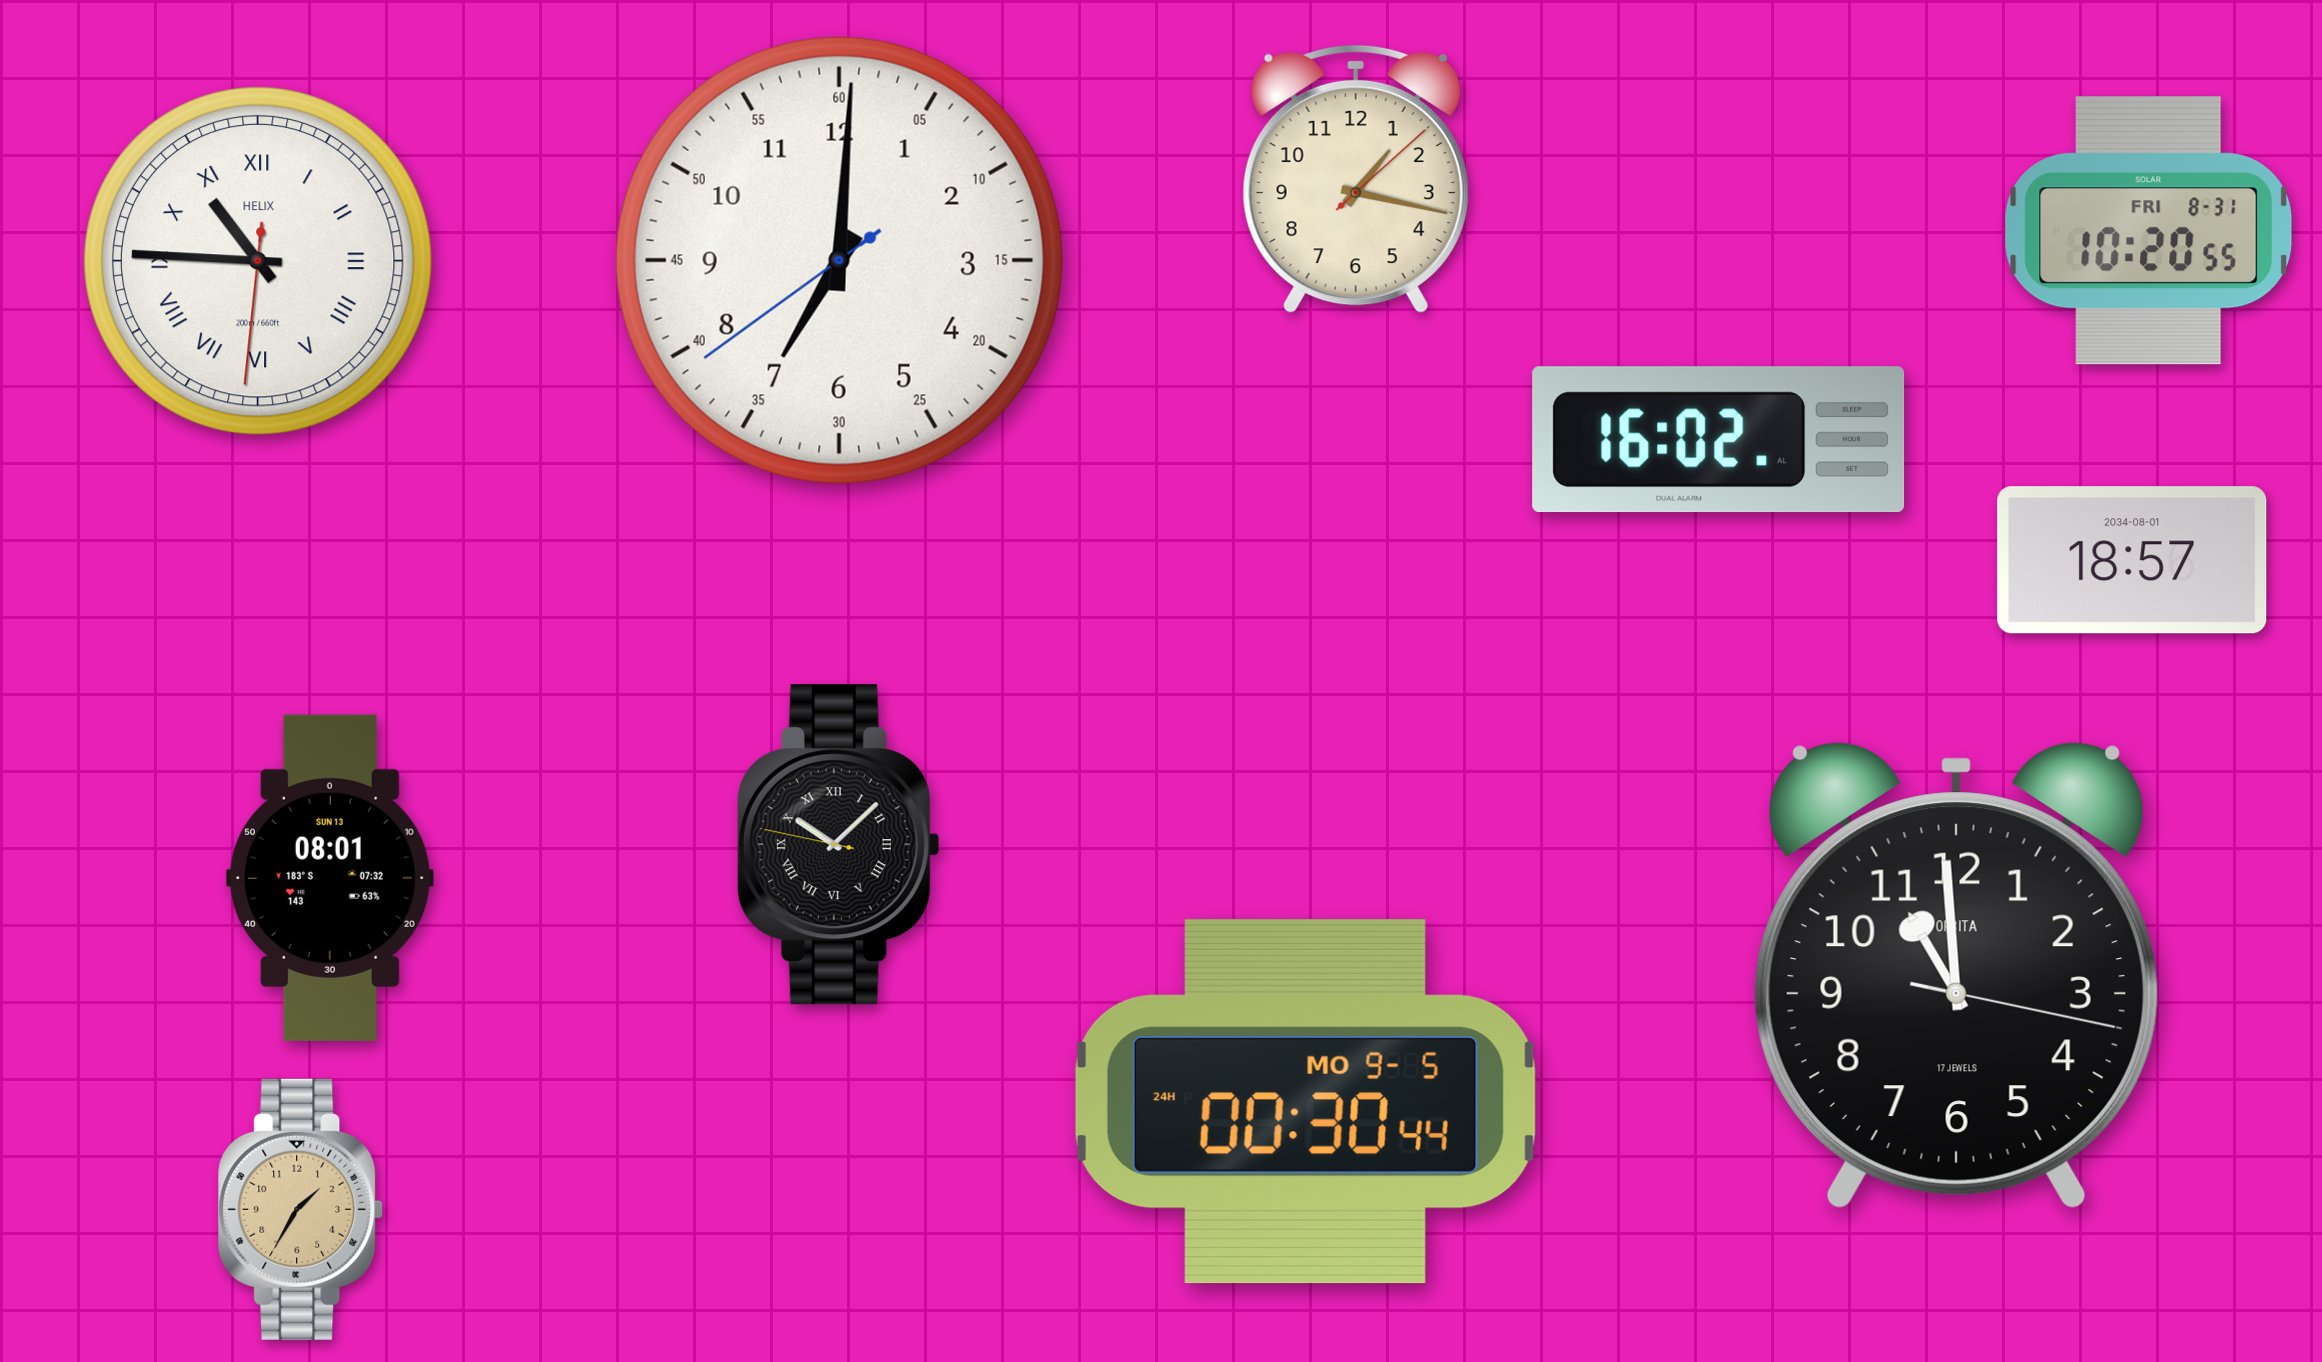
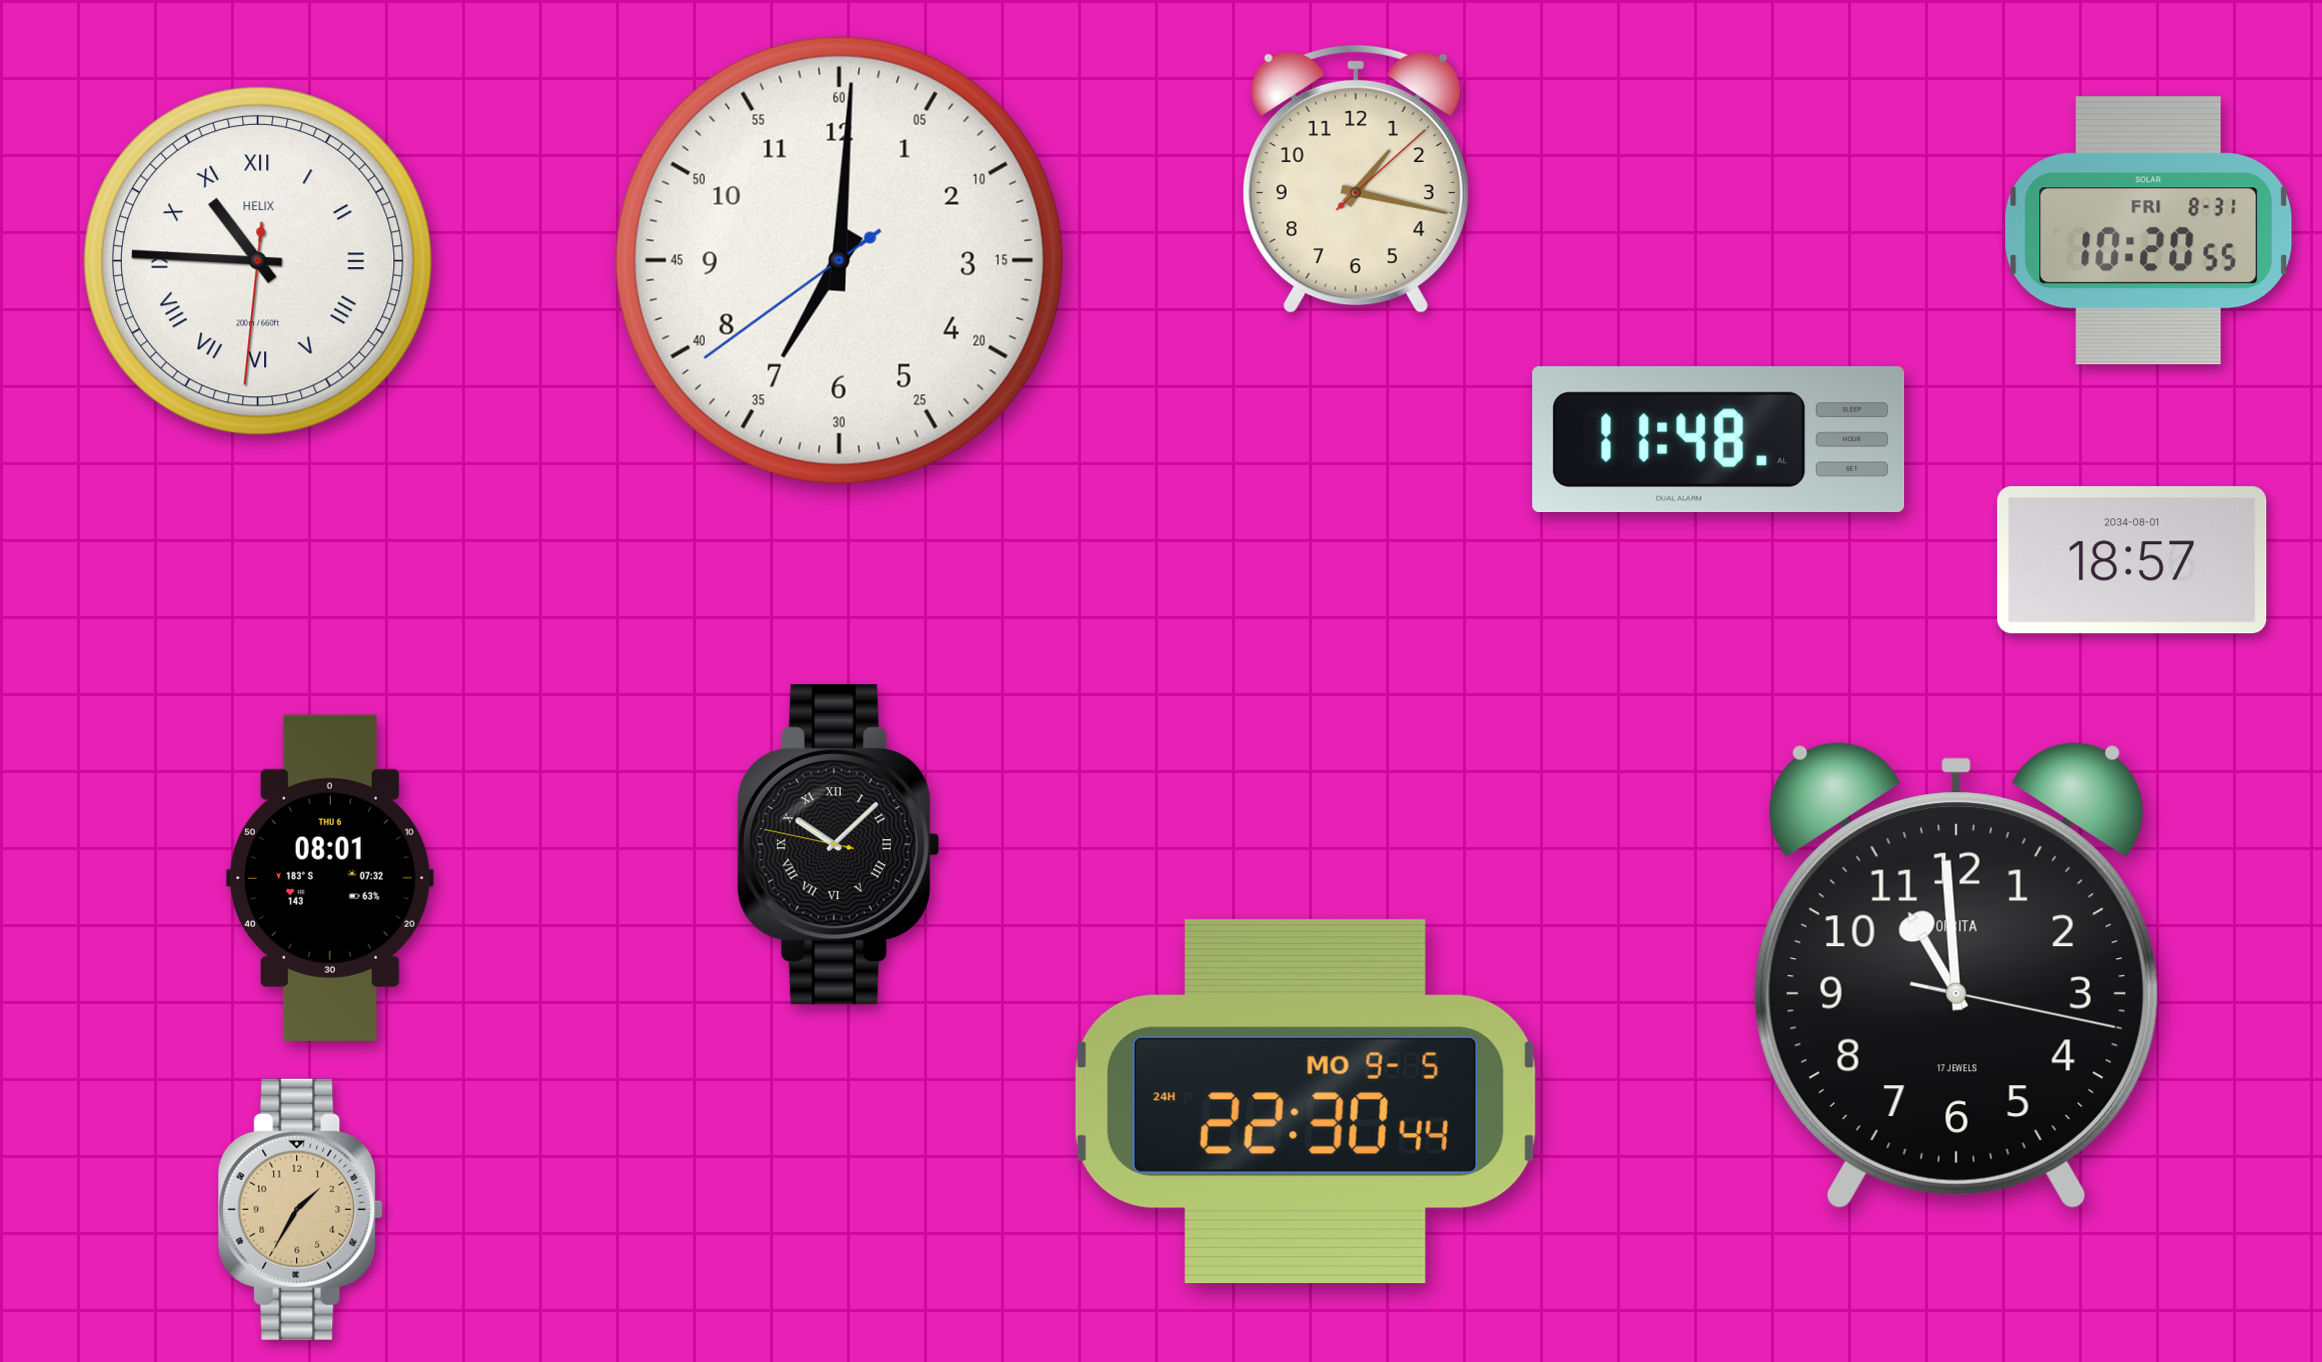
clock at (1719, 440): 16:02 -> 11:48
clock at (330, 878) date: SUN 13 -> THU 6
clock at (1305, 1101): 00:30 -> 22:30
